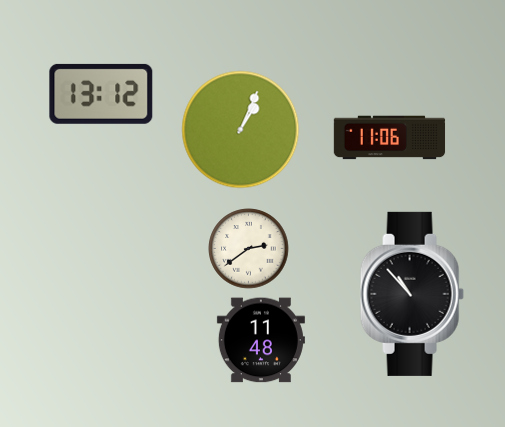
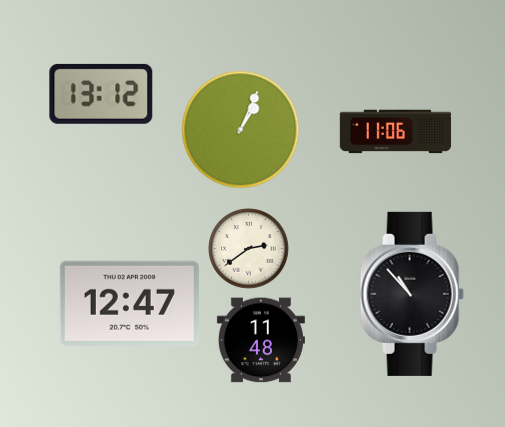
clock at (390, 138) position: (390, 138) -> (396, 132)
clock at (129, 303): none -> 12:47
